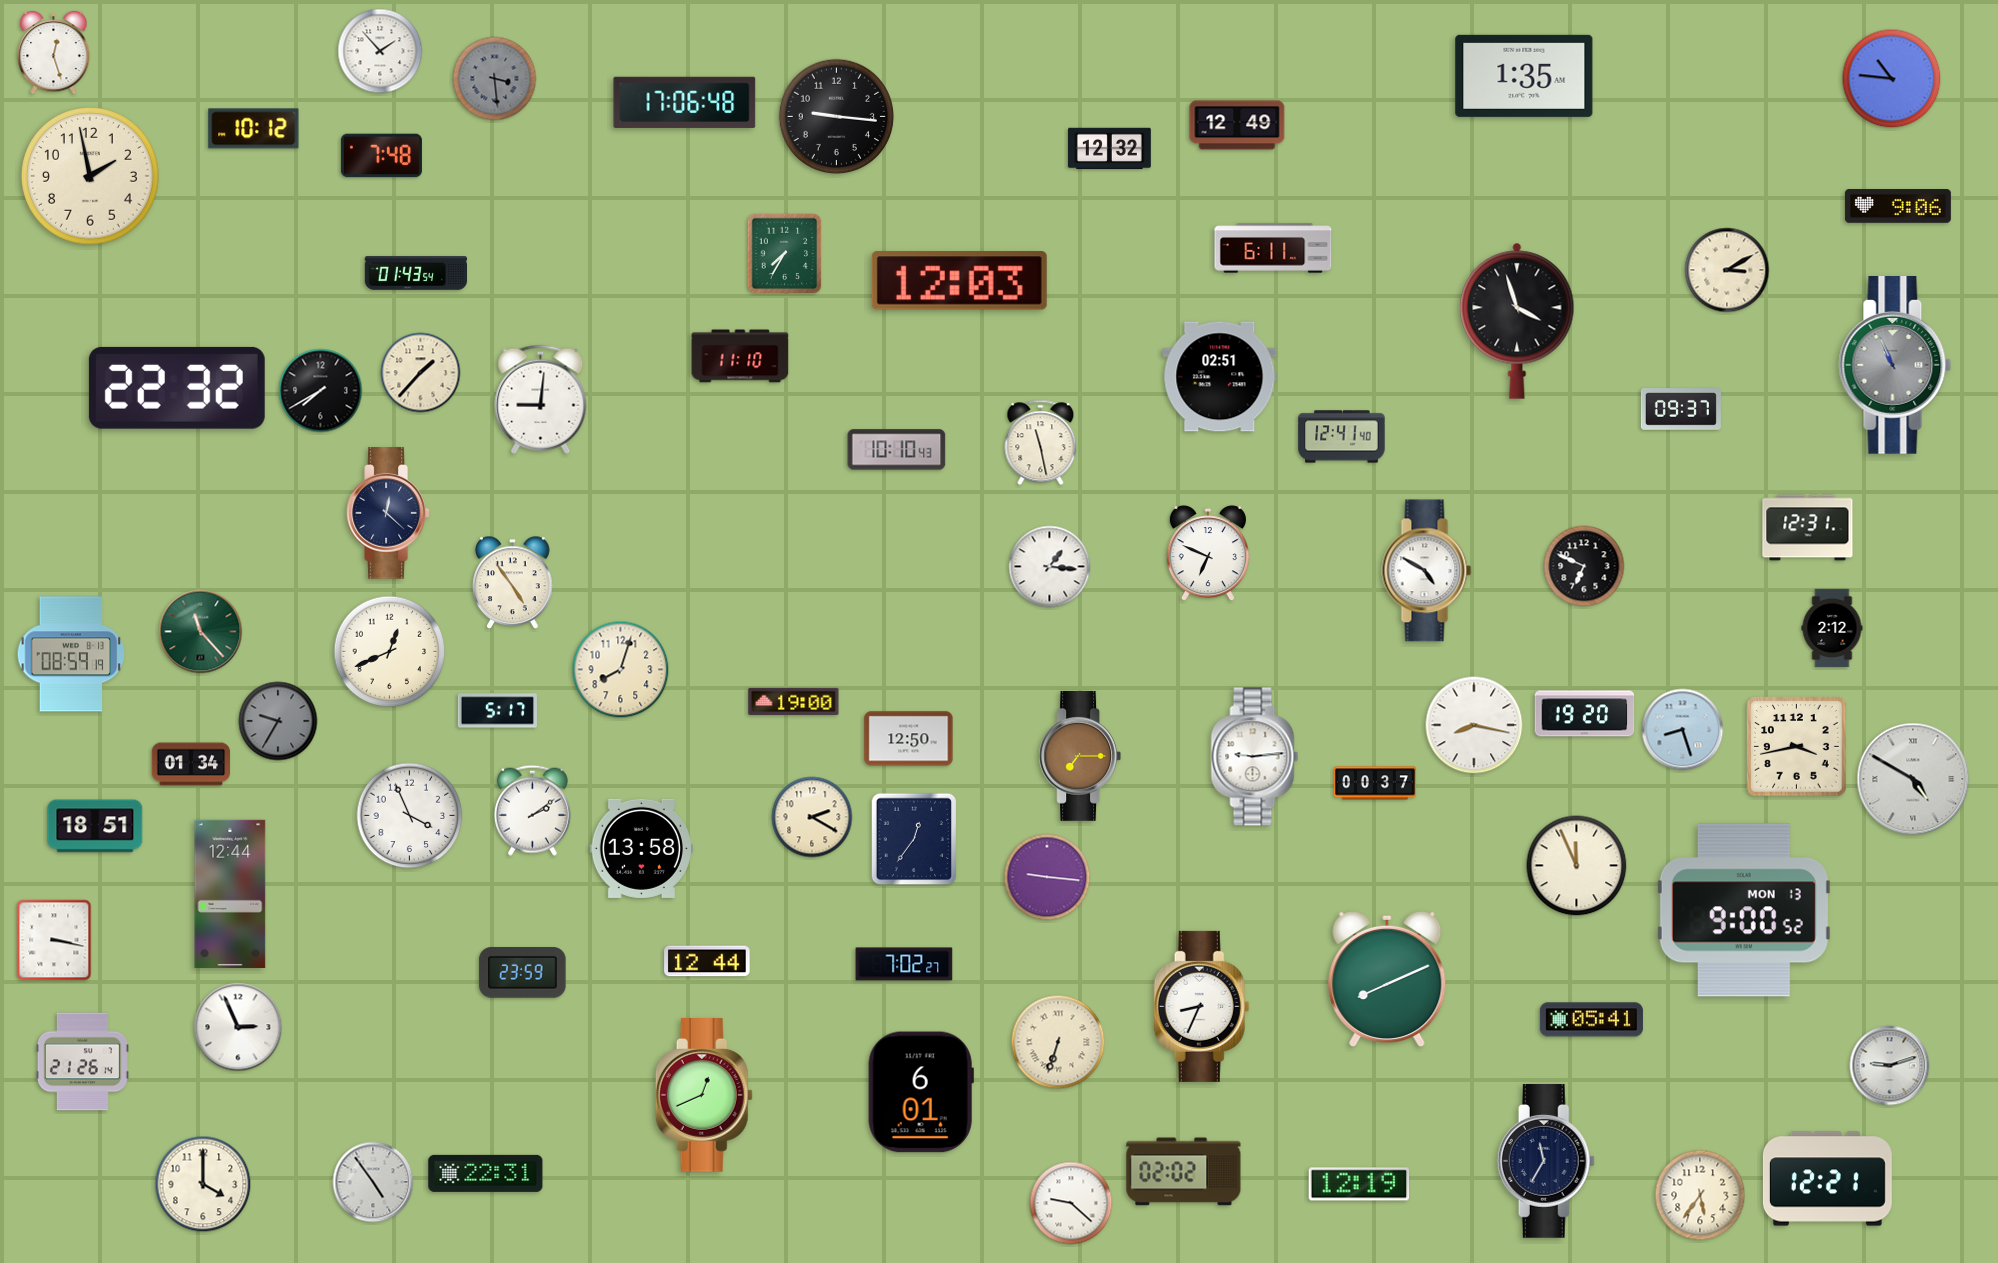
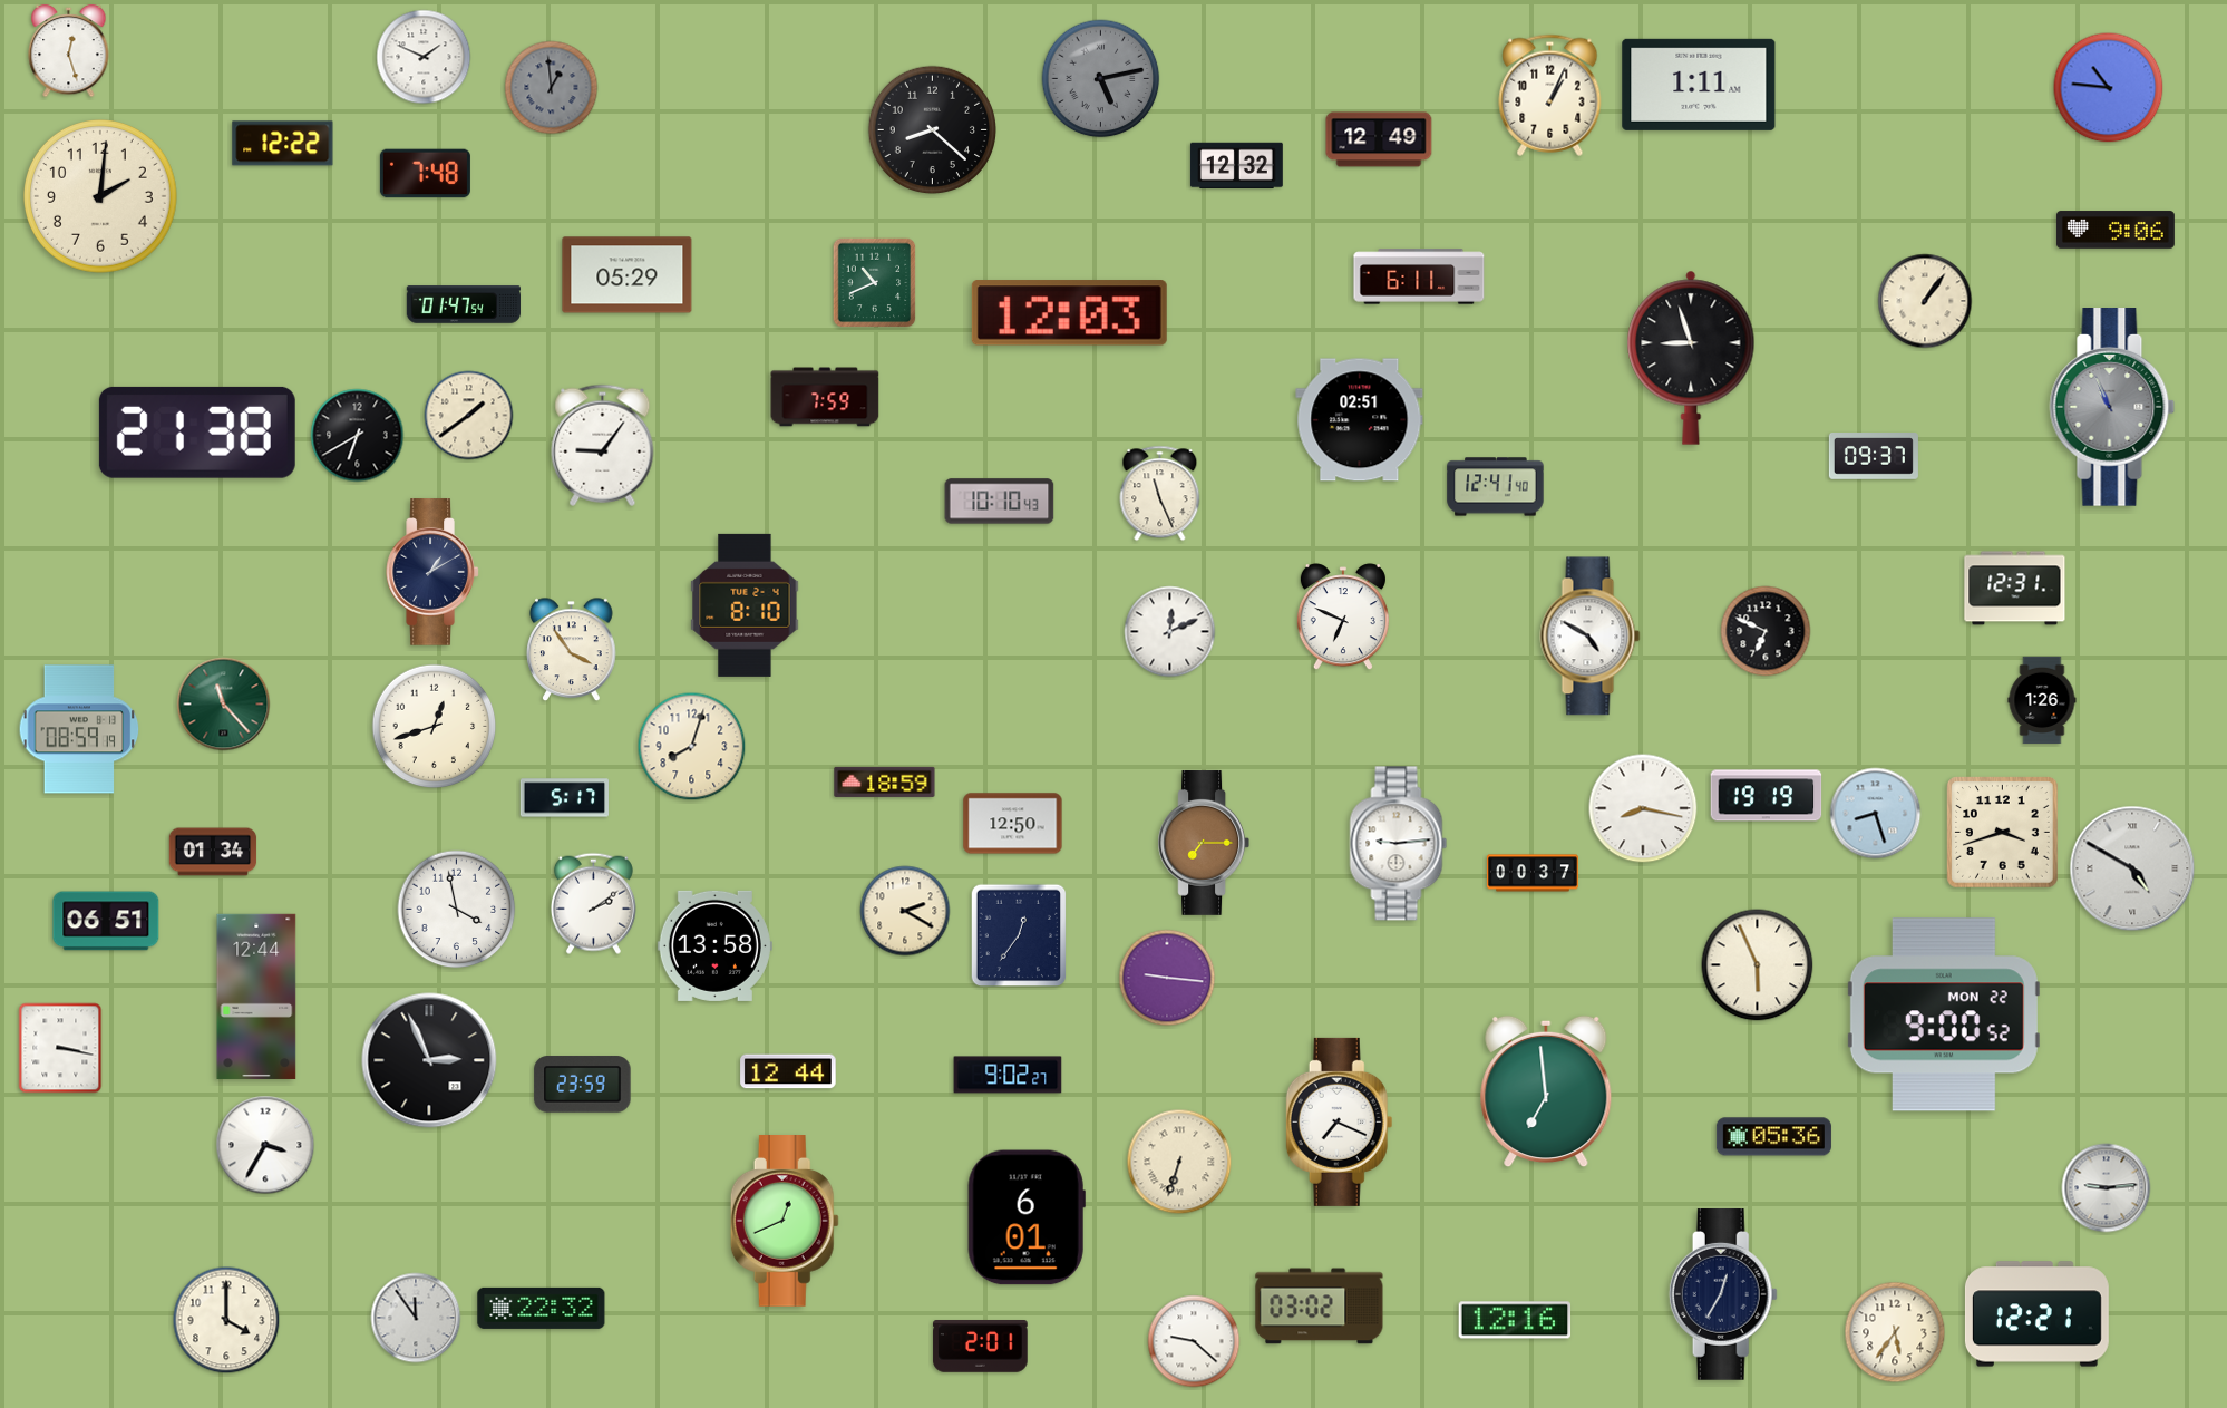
clock at (380, 51): 1:53 -> 1:49
clock at (54, 53) position: (54, 53) -> (69, 51)
clock at (1101, 79): none -> 5:13
clock at (1524, 76): 1:35 -> 1:11
clock at (495, 79): 3:29 -> 12:59
clock at (1550, 95): none -> 1:04
clock at (685, 102): 17:06 -> none
clock at (836, 116): 9:16 -> 8:22
clock at (254, 129): 10:12 -> 12:22
clock at (91, 177): 1:58 -> 2:01
clock at (628, 275): none -> 05:29
clock at (785, 254): 7:35 -> 10:41
clock at (1727, 270): 3:10 -> 1:06
clock at (415, 273): 01:43 -> 01:47
clock at (1517, 321): 3:57 -> 8:57
clock at (740, 356): 11:10 -> 7:59
clock at (421, 373): 1:37 -> 1:39
clock at (177, 388): 22:32 -> 21:38
clock at (321, 391): 7:40 -> 6:40
clock at (541, 399): 9:01 -> 9:06
clock at (1041, 443): 11:28 -> 11:26
clock at (388, 513): 12:22 -> 1:10
clock at (745, 605): none -> 8:10
clock at (1208, 554) position: (1208, 554) -> (1343, 618)
clock at (1050, 567): 1:16 -> 12:11
clock at (513, 583): 4:54 -> 3:54
clock at (1832, 628): 2:12 -> 1:26
clock at (390, 652): 12:41 -> 12:42
clock at (794, 701): 19:00 -> 18:59
clock at (497, 711) position: (497, 711) -> (564, 798)
clock at (1585, 714): 19:20 -> 19:19
clock at (278, 721): 9:35 -> none
clock at (1797, 747): 3:43 -> 3:42
clock at (410, 816): 3:56 -> 3:58
clock at (95, 826): 18:51 -> 06:51
clock at (1577, 866): 11:56 -> 5:56
clock at (1744, 910) date: MON 13 -> MON 22
clock at (429, 1060): none -> 2:56
clock at (904, 964): 7:02 -> 9:02
clock at (1387, 979): 8:11 -> 6:59
clock at (1202, 1006): 8:34 -> 7:19
clock at (1591, 1020): 05:41 -> 05:36
clock at (238, 1027): 2:56 -> 3:35
clock at (82, 1062): 21:26 -> none
clock at (1890, 1066): 9:12 -> 9:14
clock at (1546, 1162): 11:35 -> 12:35
clock at (1184, 1172): 02:02 -> 03:02
clock at (486, 1173): 22:31 -> 22:32
clock at (373, 1182): 4:54 -> 11:54
clock at (1359, 1184): 12:19 -> 12:16
clock at (981, 1347): none -> 2:01
